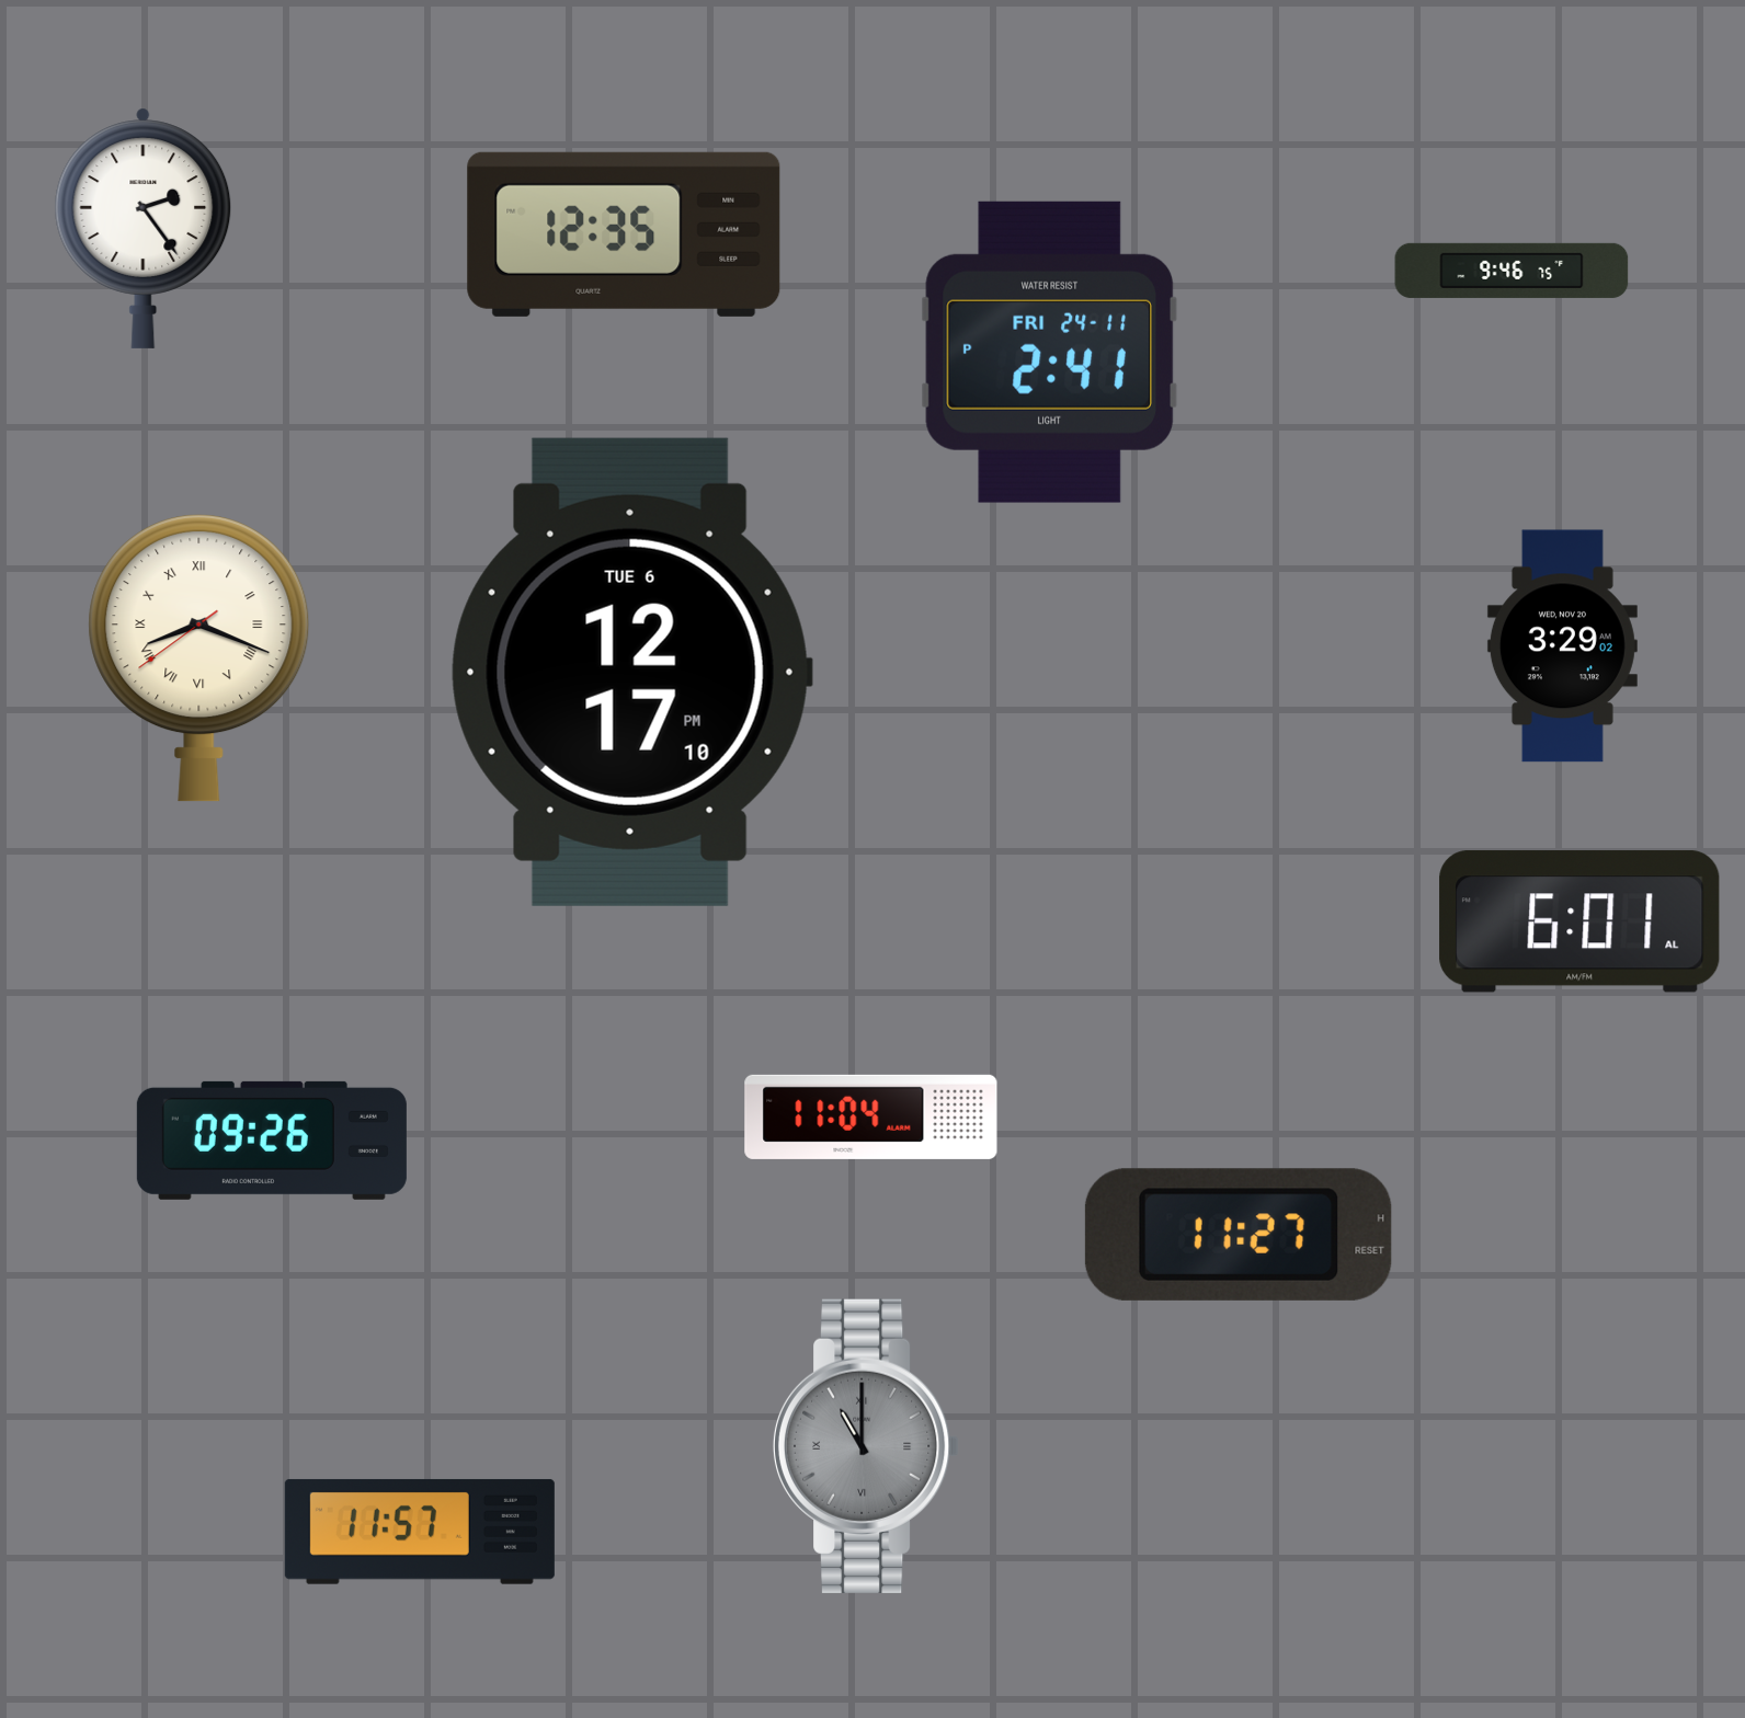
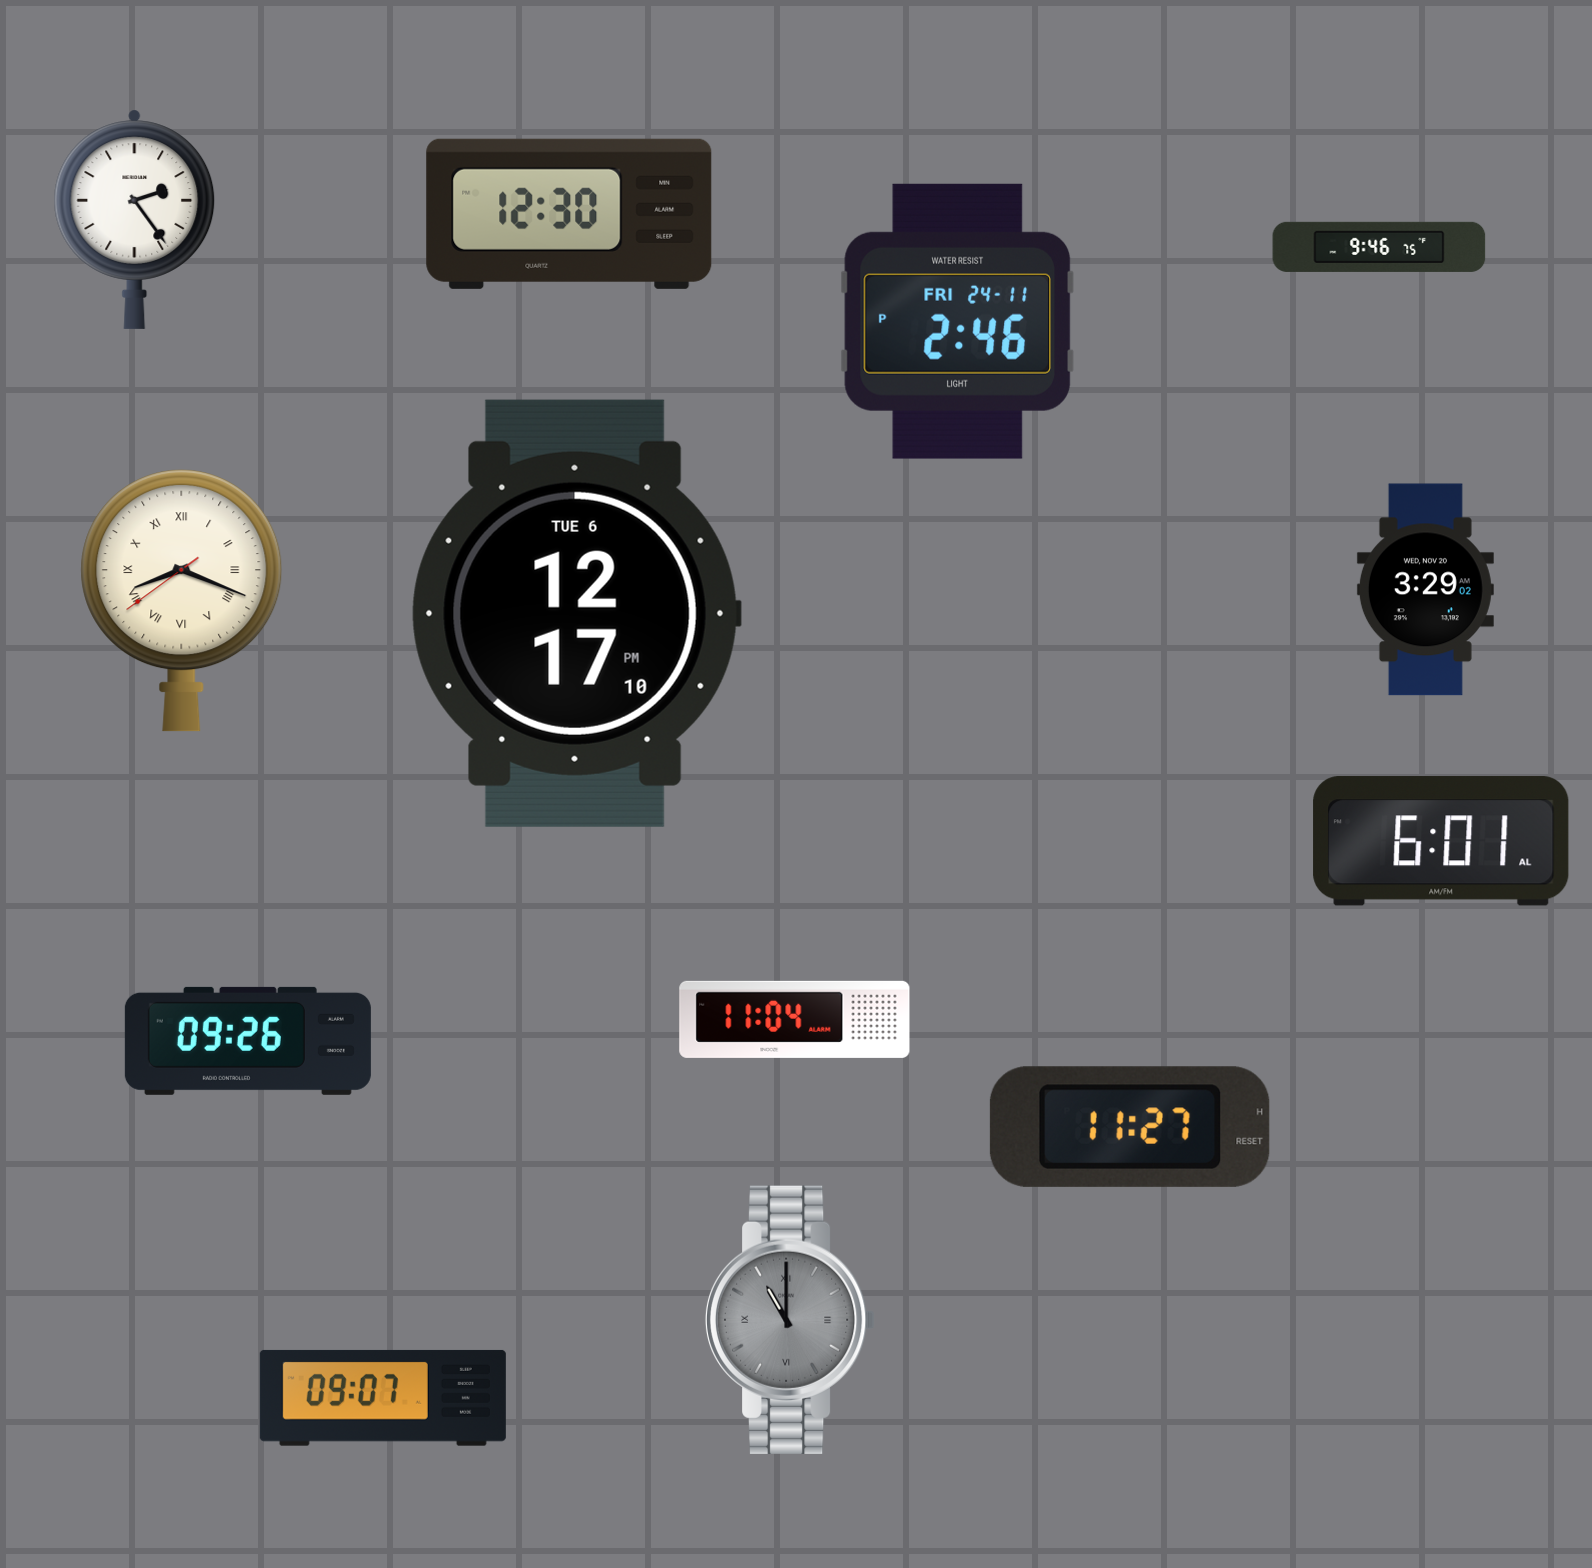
clock at (144, 228) position: (144, 228) -> (135, 219)
clock at (624, 234): 12:35 -> 12:30
clock at (1049, 352): 2:41 -> 2:46
clock at (420, 1532): 11:57 -> 09:07
